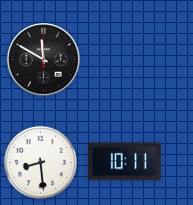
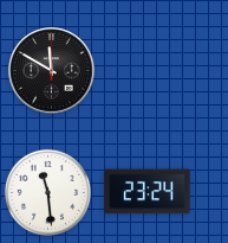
clock at (40, 162): 8:29 -> 11:29
clock at (125, 162): 10:11 -> 23:24
